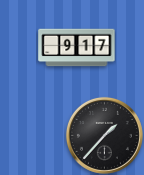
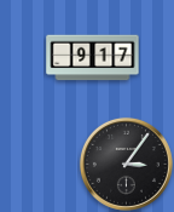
clock at (104, 135): 1:37 -> 3:06
